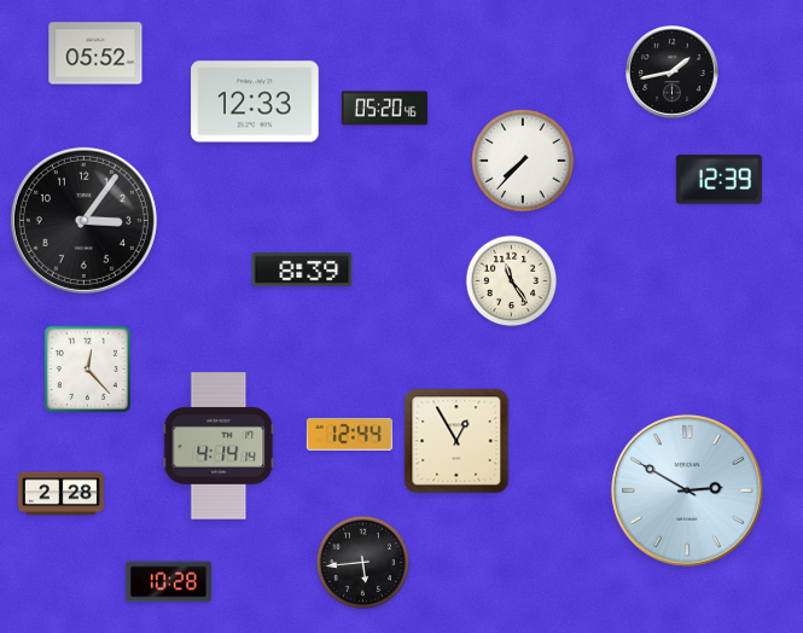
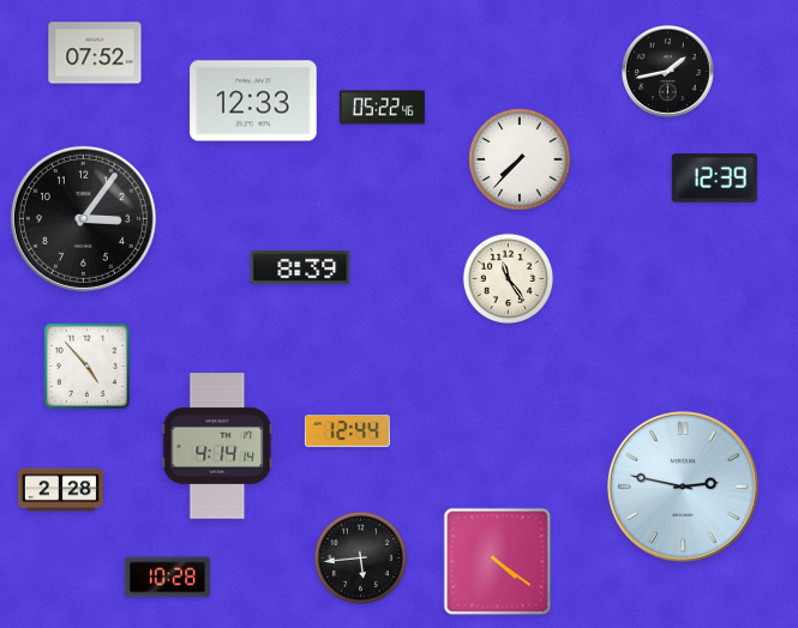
clock at (95, 53): 05:52 -> 07:52
clock at (384, 109): 05:20 -> 05:22
clock at (87, 368): 12:23 -> 4:53
clock at (456, 441): 12:55 -> none
clock at (219, 446) position: (219, 446) -> (217, 446)
clock at (687, 490): 2:50 -> 2:47
clock at (498, 562): none -> 4:21
